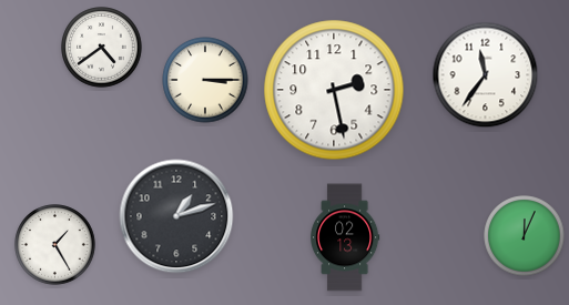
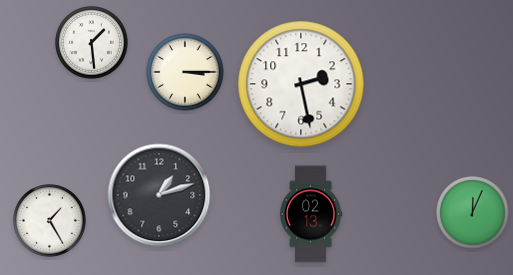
clock at (102, 48): 4:39 -> 1:29
clock at (486, 75): 11:36 -> none
clock at (334, 90) position: (334, 90) -> (301, 84)
